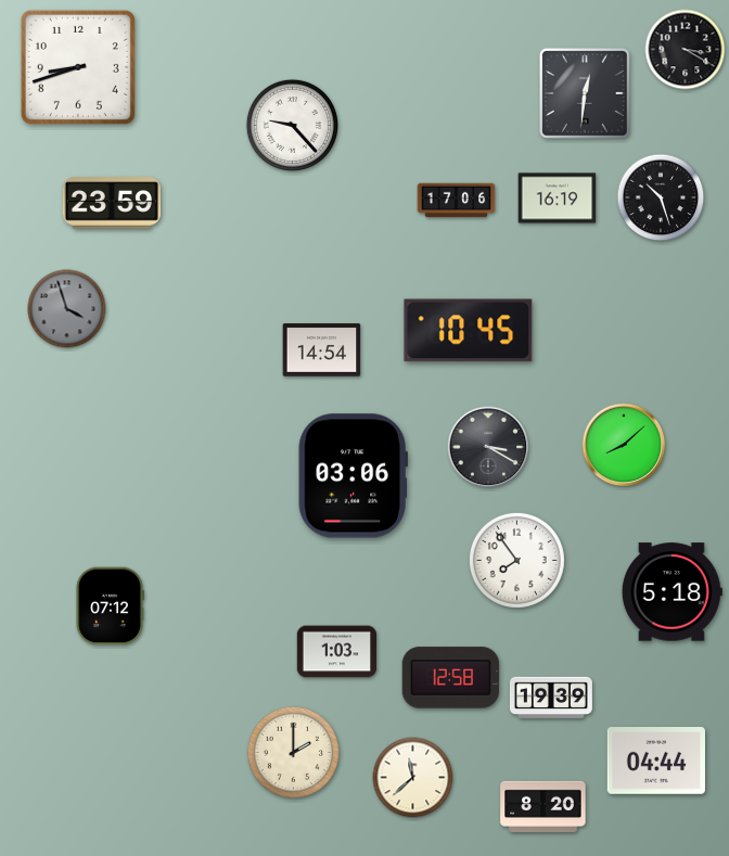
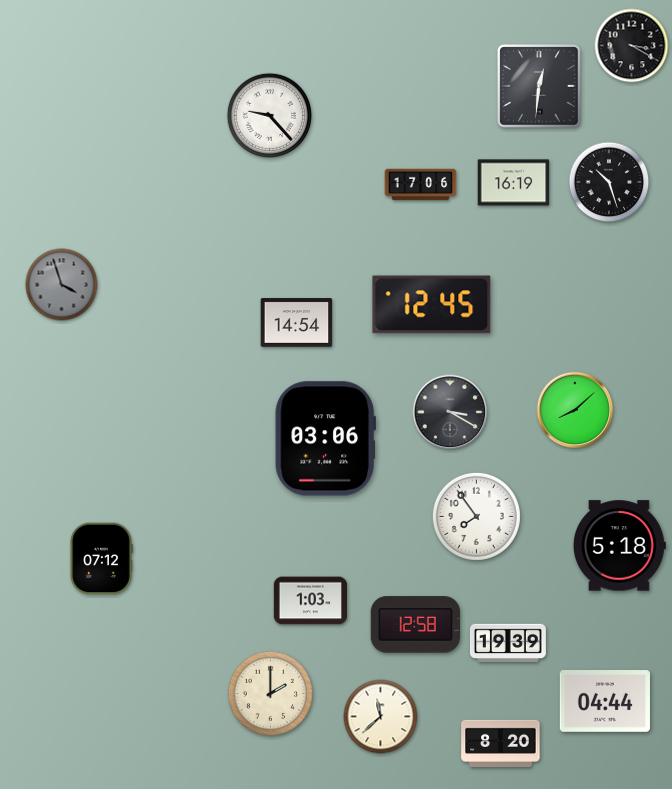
clock at (78, 67): 8:42 -> none
clock at (111, 203): 23:59 -> none
clock at (469, 331): 10:45 -> 12:45
